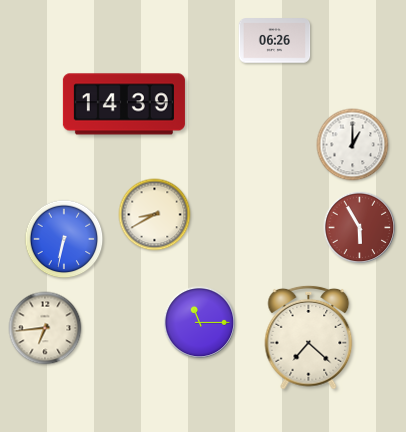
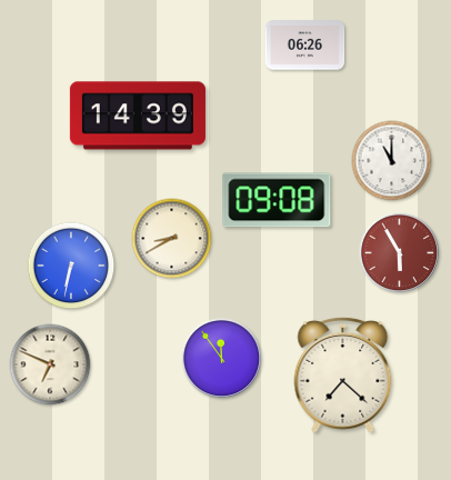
clock at (353, 145): 1:00 -> 11:00
clock at (277, 200): none -> 09:08
clock at (200, 323): 11:15 -> 11:54
clock at (45, 328): 6:44 -> 6:49
